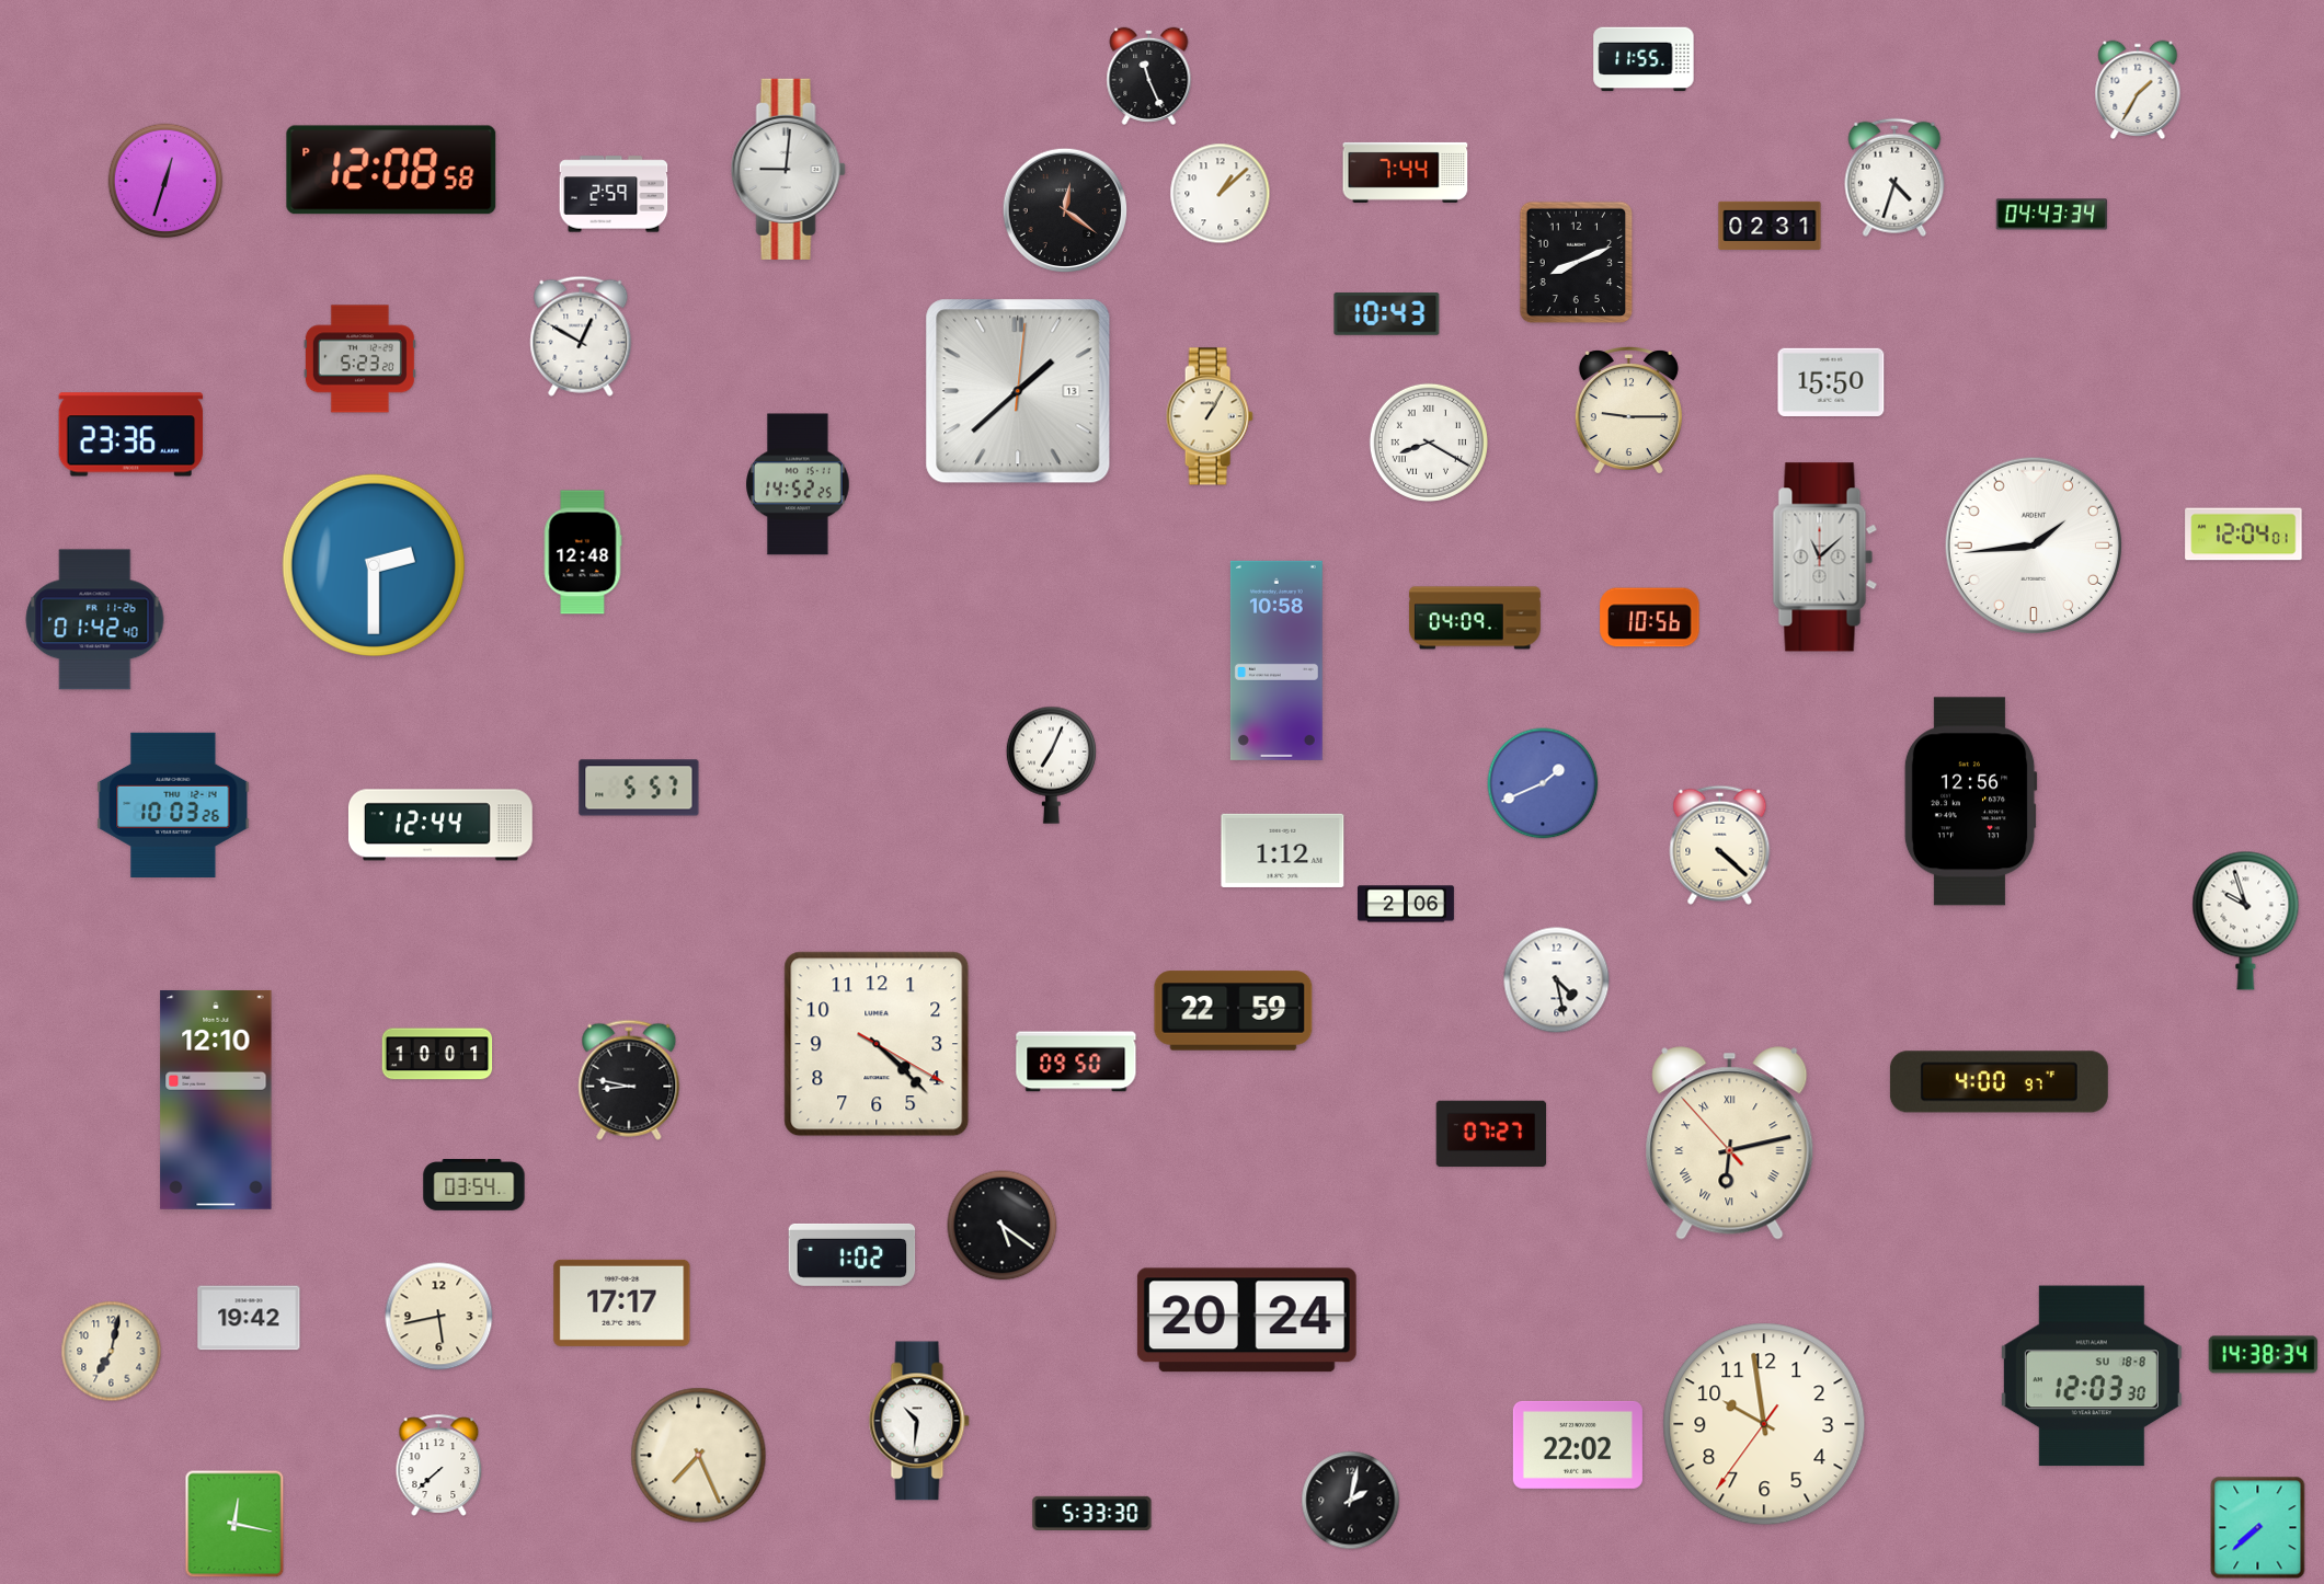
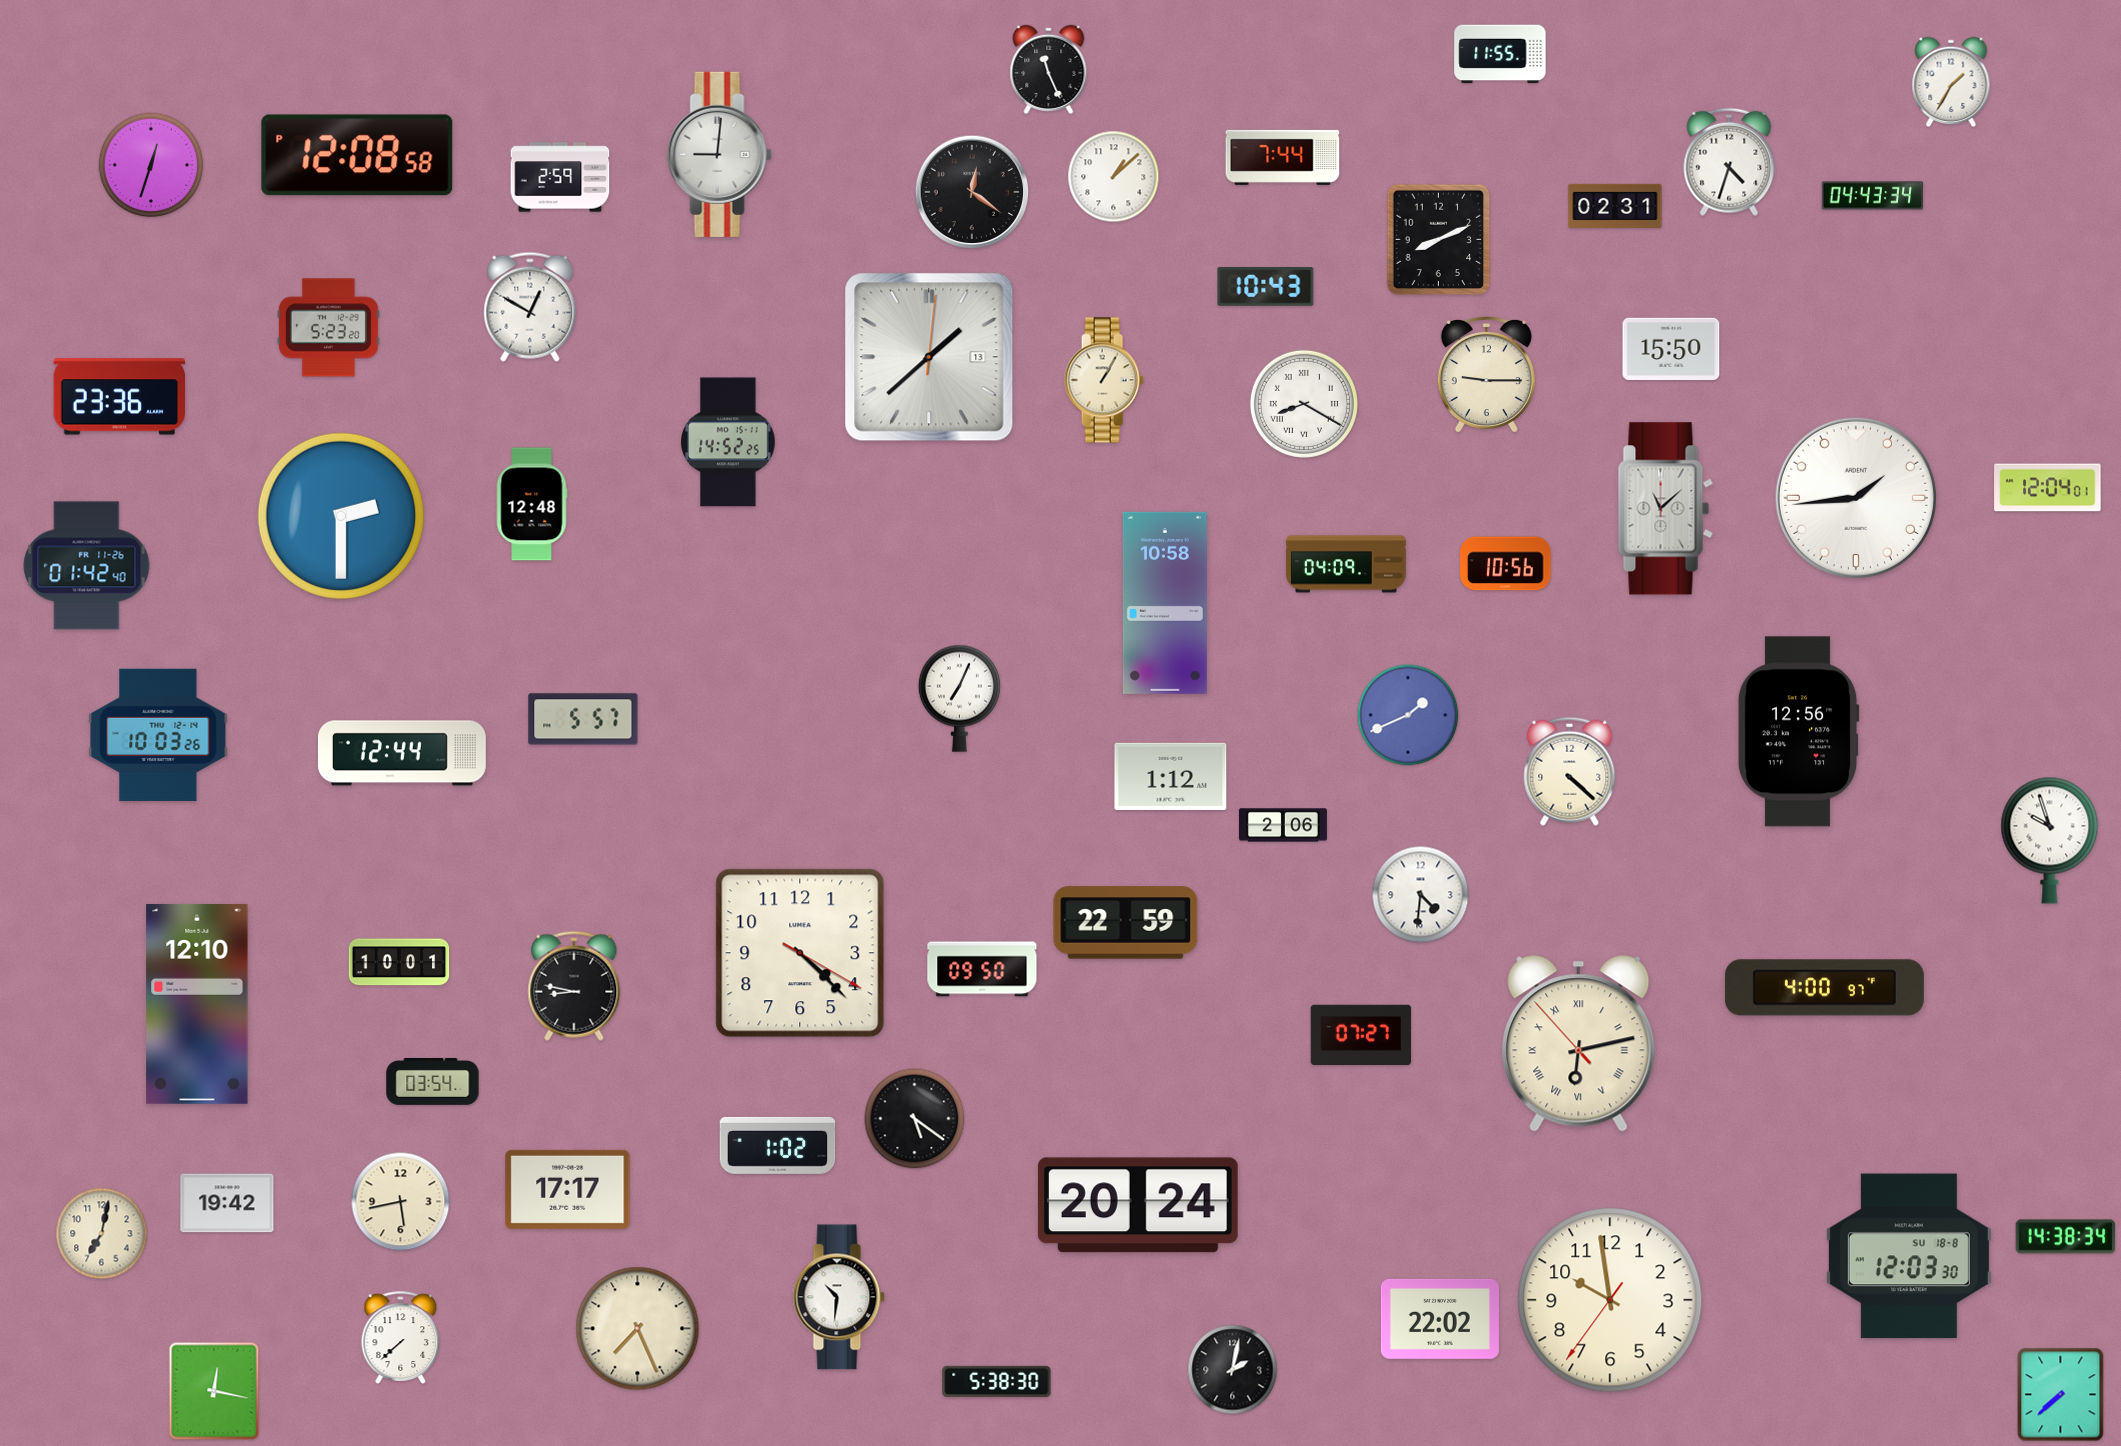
clock at (1557, 980): 4:28 -> 4:31
clock at (1092, 1513): 5:33 -> 5:38
